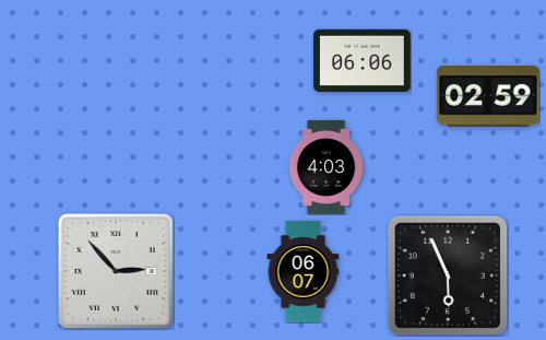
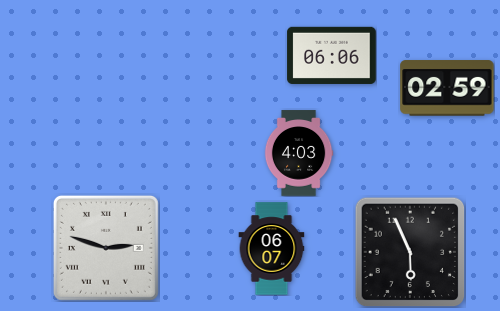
clock at (116, 271): 2:53 -> 2:48
clock at (304, 272) position: (304, 272) -> (272, 249)
